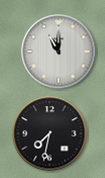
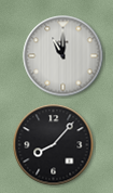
clock at (50, 134): 7:32 -> 8:07
